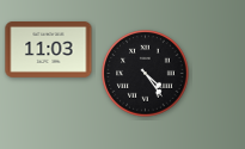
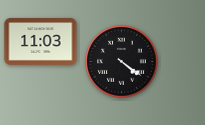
clock at (146, 74): 4:24 -> 4:21
